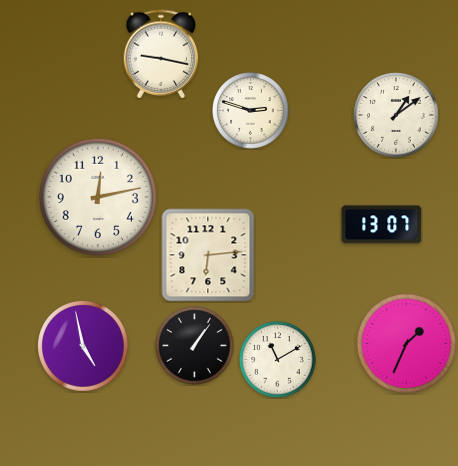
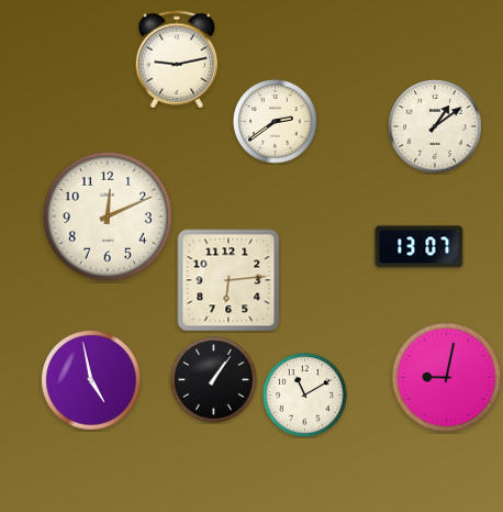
clock at (161, 54): 9:17 -> 9:13
clock at (251, 111): 2:48 -> 2:39
clock at (98, 197): 12:13 -> 12:11
clock at (406, 343): 1:34 -> 9:02
